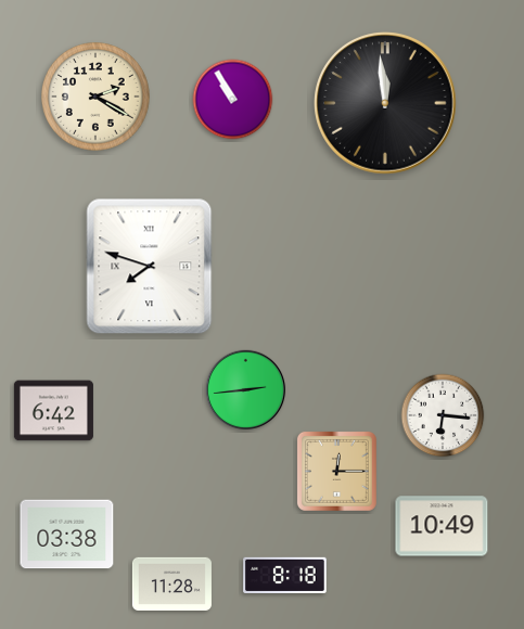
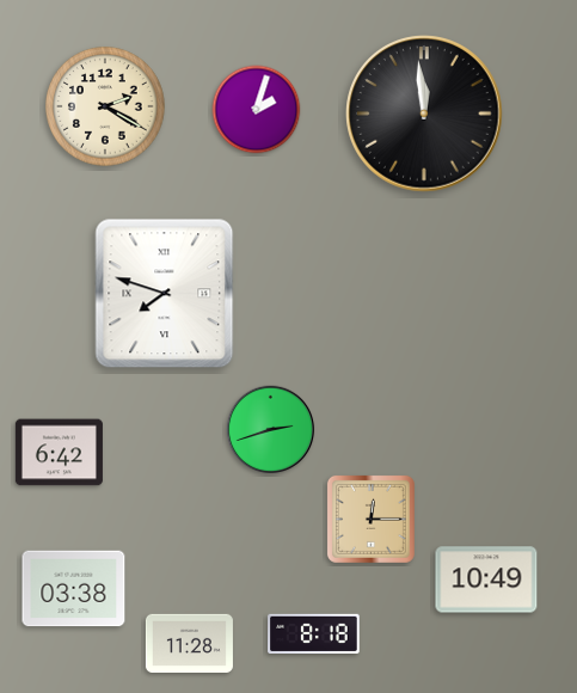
clock at (233, 100): 10:55 -> 2:03
clock at (246, 390): 2:44 -> 2:42
clock at (443, 415): 6:16 -> none
